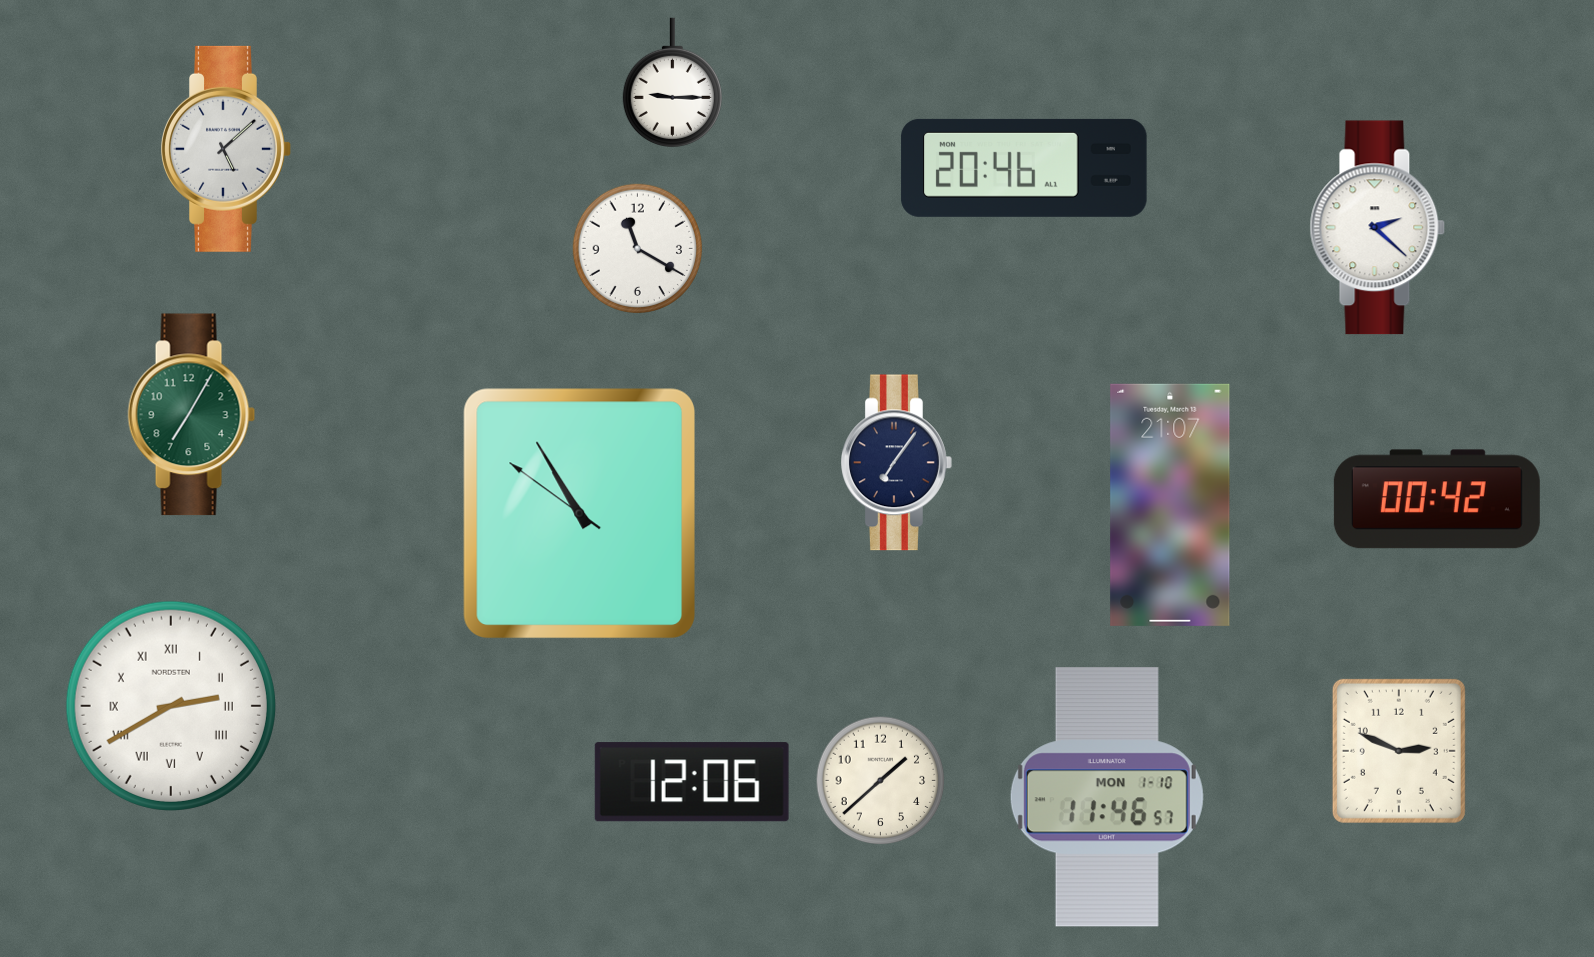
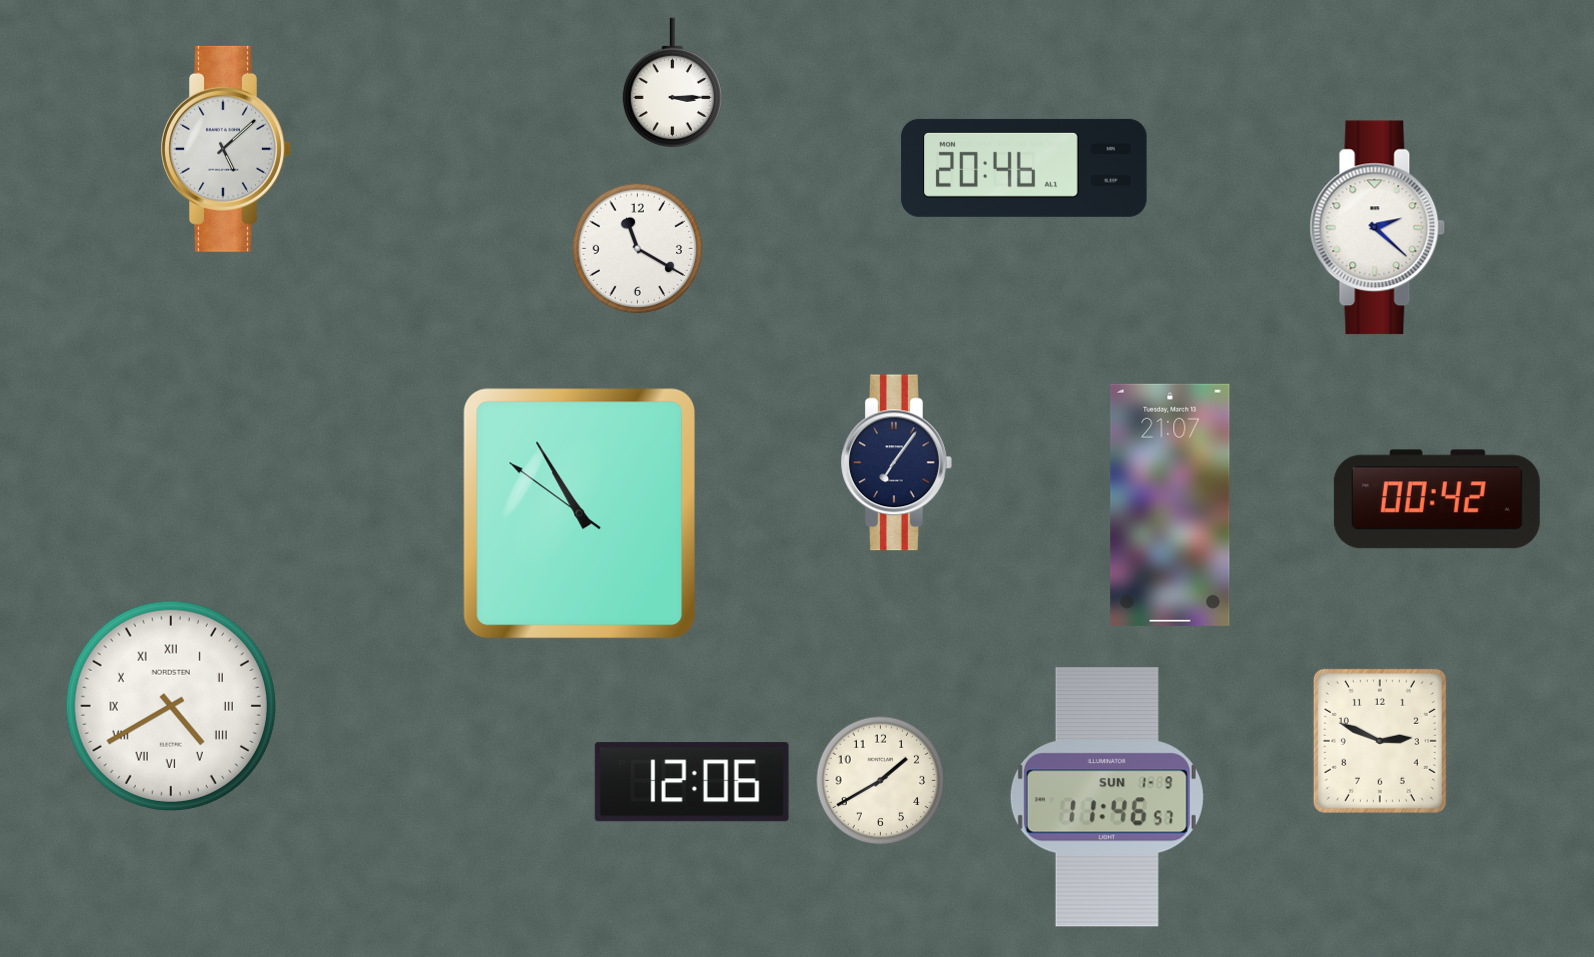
clock at (672, 82): 9:15 -> 3:15
clock at (192, 415): 7:05 -> none
clock at (171, 706): 2:40 -> 4:40
clock at (1399, 751) position: (1399, 751) -> (1380, 741)
clock at (881, 781): 1:38 -> 1:40
clock at (1107, 797) date: MON 1-10 -> SUN 1-9
